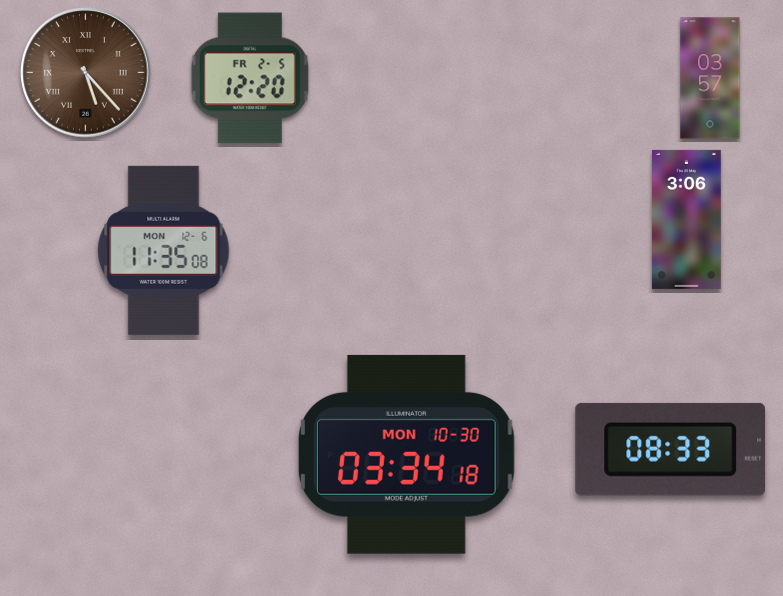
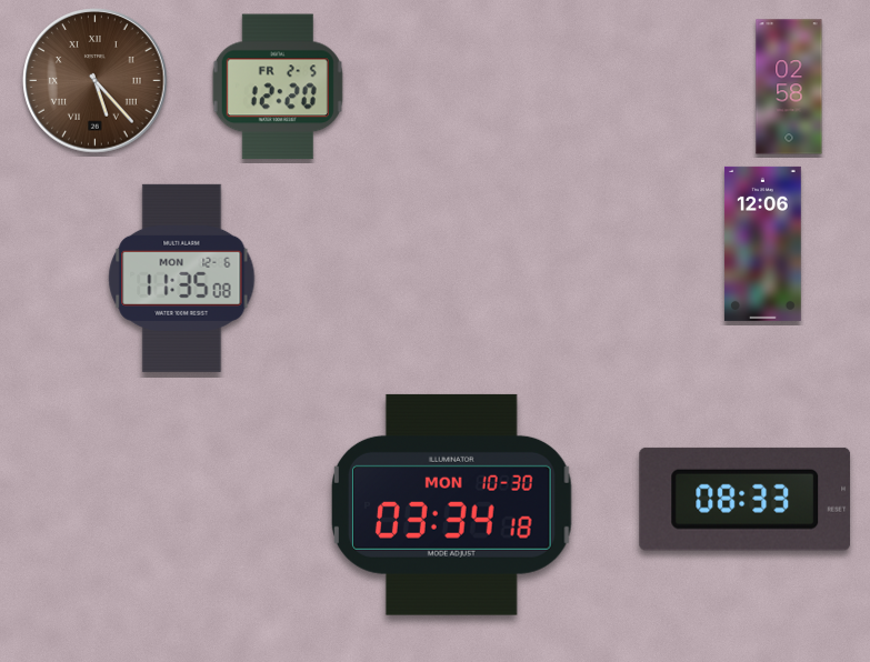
clock at (710, 78): 03:57 -> 02:58
clock at (687, 219): 3:06 -> 12:06
